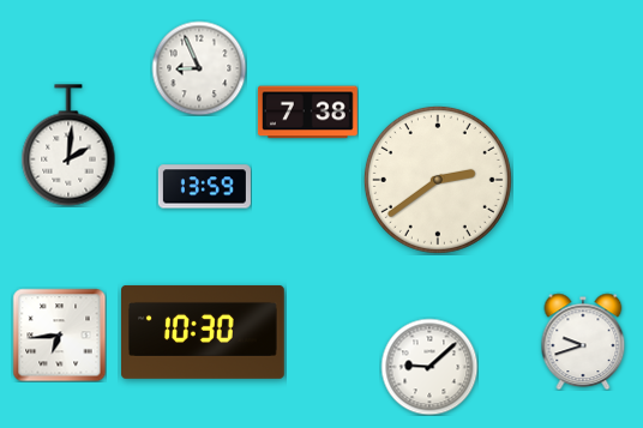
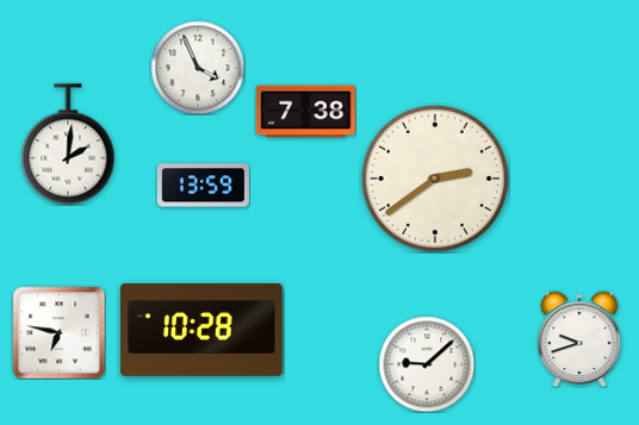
clock at (199, 68): 8:56 -> 3:56
clock at (204, 332): 10:30 -> 10:28
clock at (59, 334): 6:44 -> 6:47
